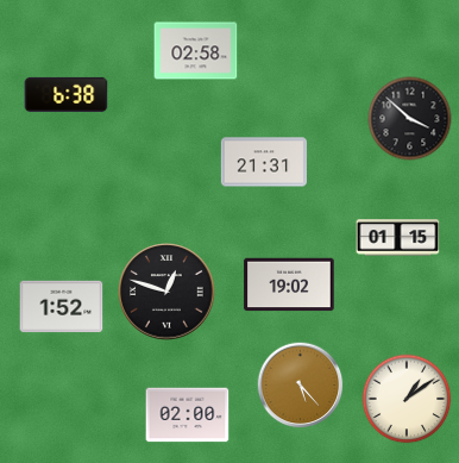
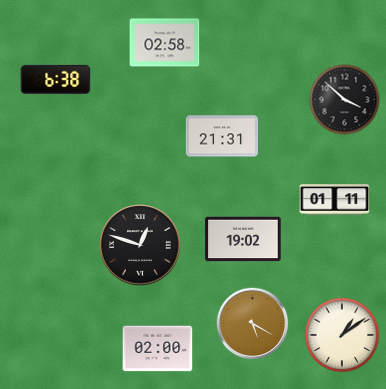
clock at (398, 238): 01:15 -> 01:11
clock at (62, 307): 1:52 -> none
clock at (301, 386): 5:23 -> 5:20
